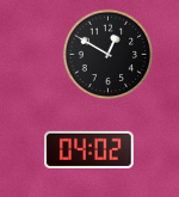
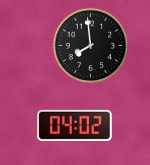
clock at (109, 55): 12:50 -> 7:59
